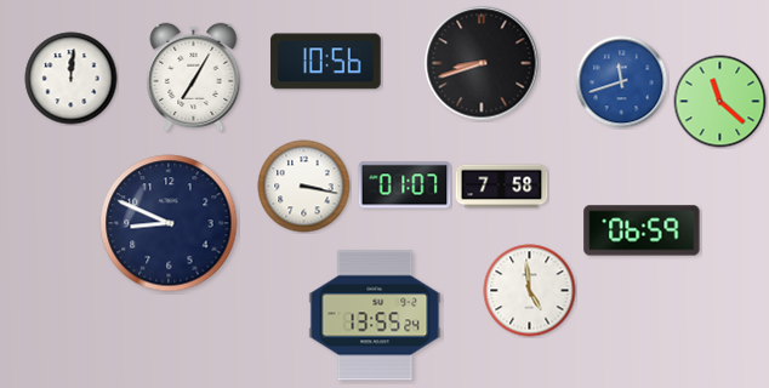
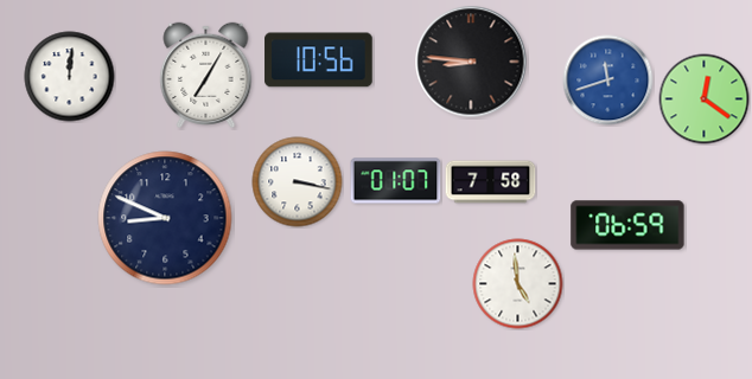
clock at (482, 63): 8:42 -> 8:46
clock at (194, 76) position: (194, 76) -> (206, 75)
clock at (720, 102): 11:22 -> 12:21
clock at (375, 315): 13:55 -> none
